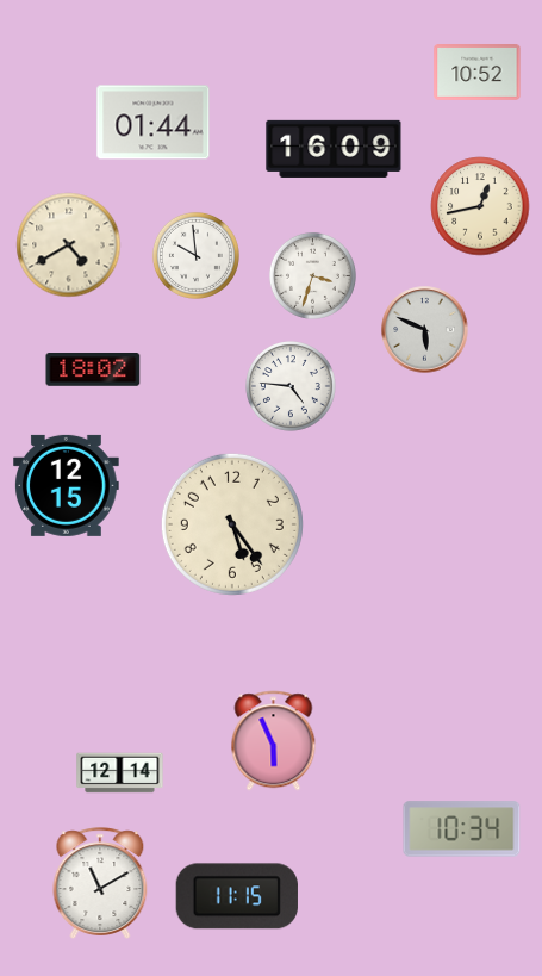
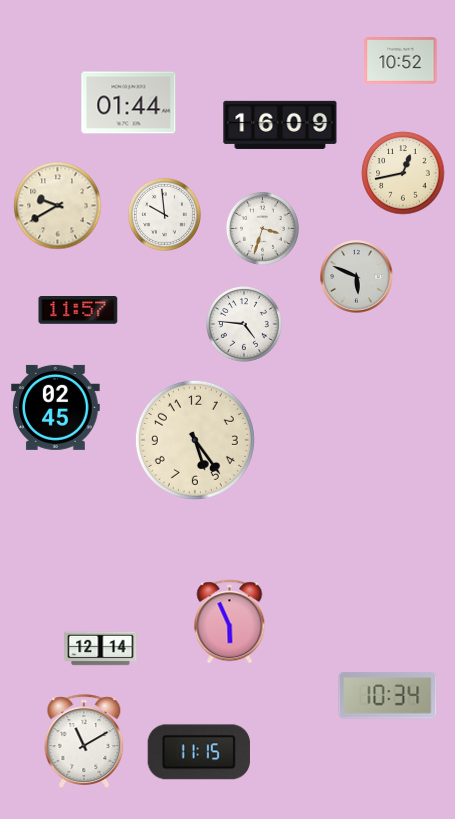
clock at (69, 245): 4:40 -> 9:40
clock at (312, 275) position: (312, 275) -> (262, 228)
clock at (93, 369): 18:02 -> 11:57
clock at (67, 485): 12:15 -> 02:45
